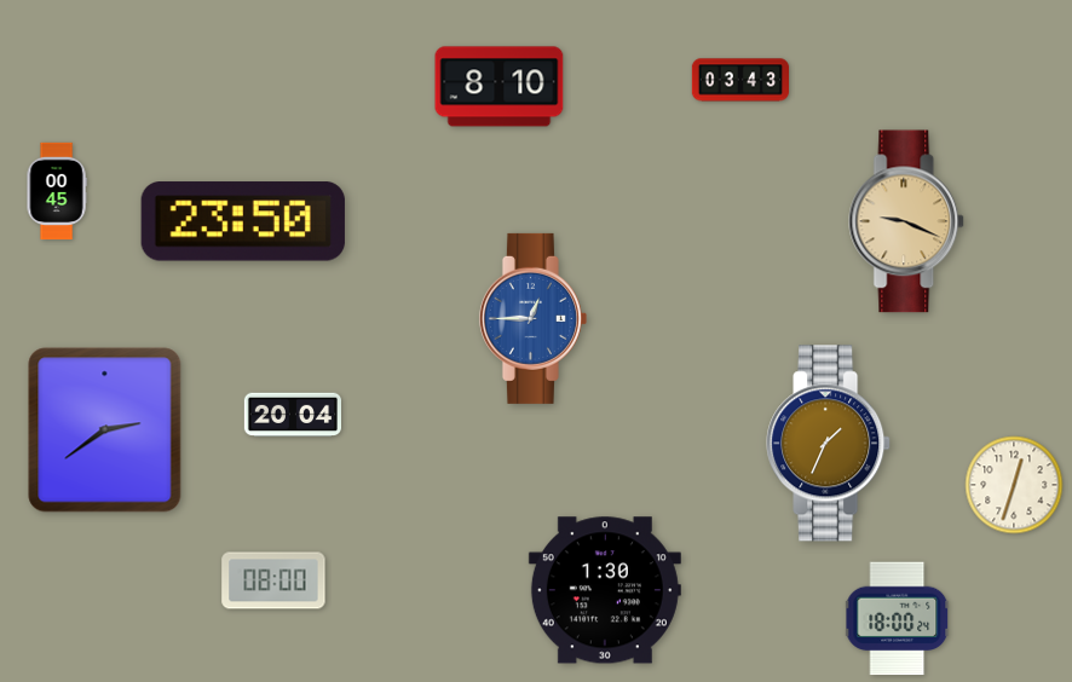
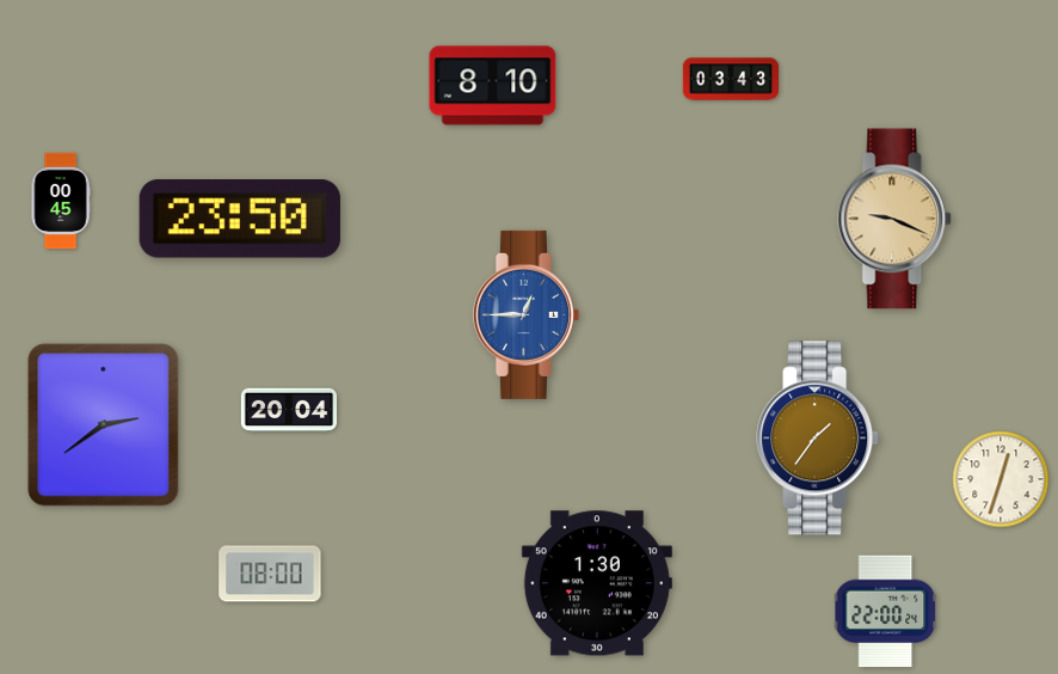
clock at (57, 191) position: (57, 191) -> (61, 201)
clock at (829, 444): 1:34 -> 1:36
clock at (898, 619): 18:00 -> 22:00
